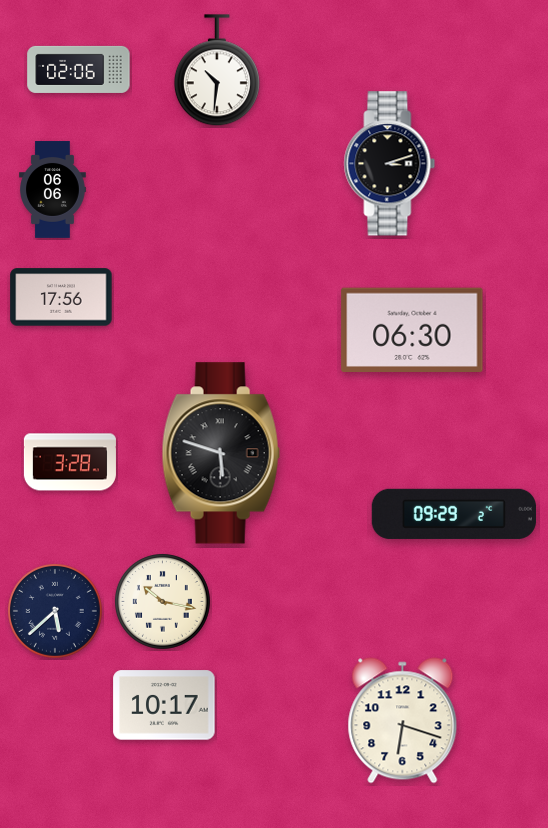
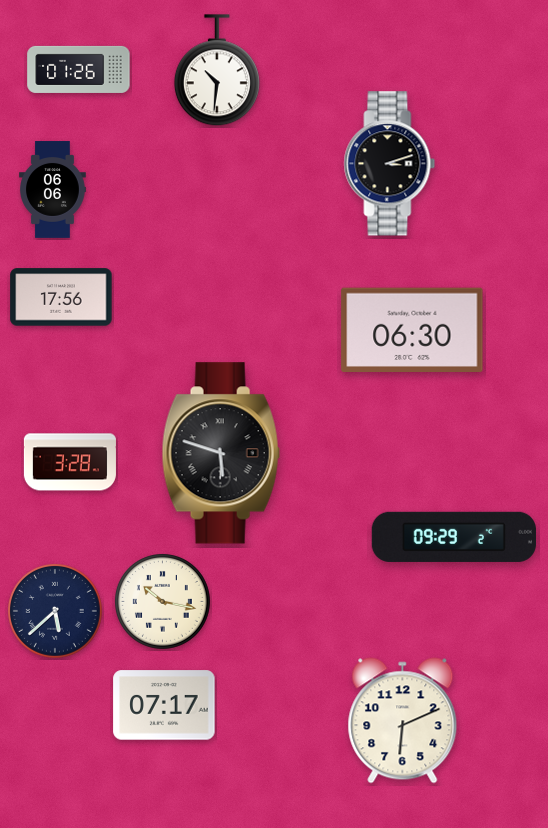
clock at (79, 69): 02:06 -> 01:26
clock at (454, 514) position: (454, 514) -> (454, 537)
clock at (164, 705): 10:17 -> 07:17
clock at (403, 721): 6:18 -> 6:11
